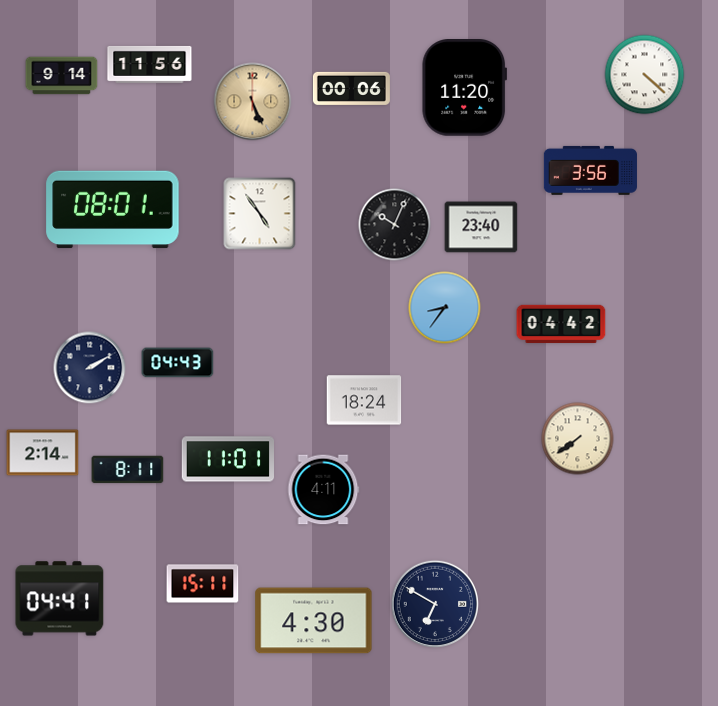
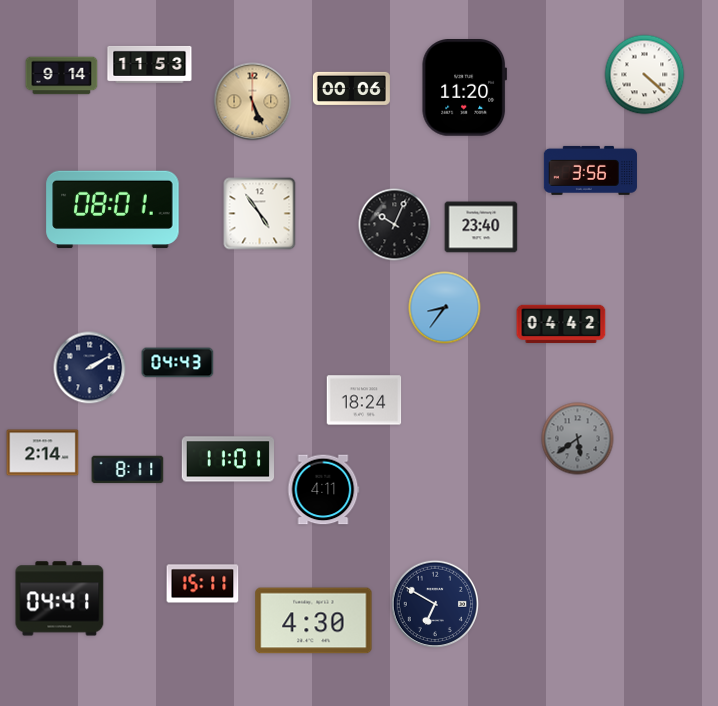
clock at (150, 64): 11:56 -> 11:53
clock at (578, 439): 7:39 -> 5:39
clock at (578, 439) dial: cream -> grey
